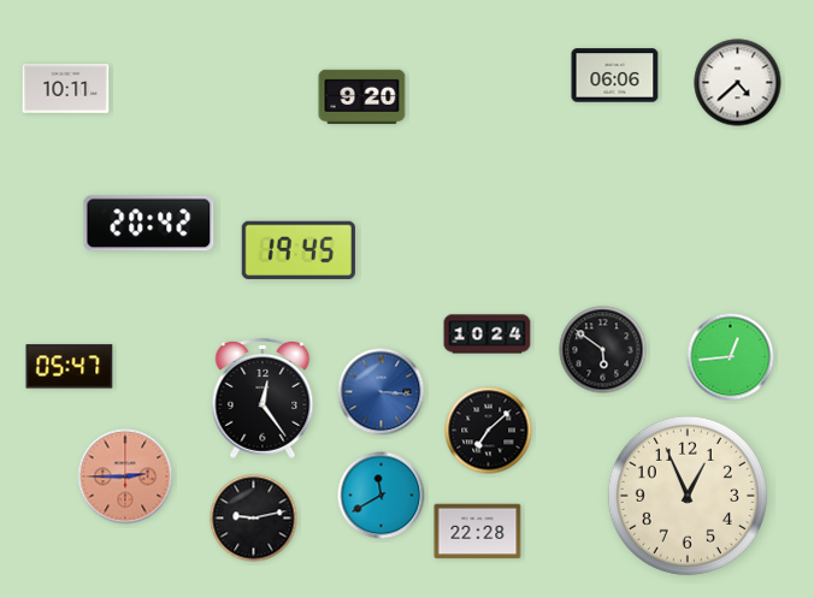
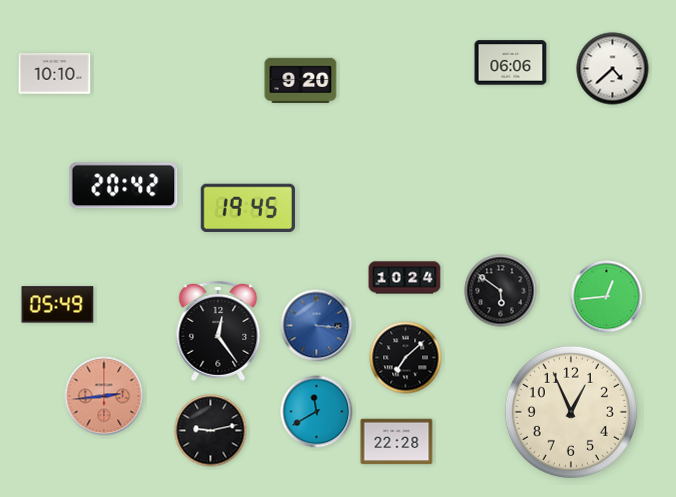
clock at (66, 89): 10:11 -> 10:10
clock at (70, 367): 05:47 -> 05:49
clock at (125, 476): 2:45 -> 2:44
